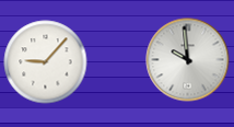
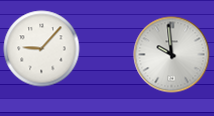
clock at (46, 62) position: (46, 62) -> (42, 49)
